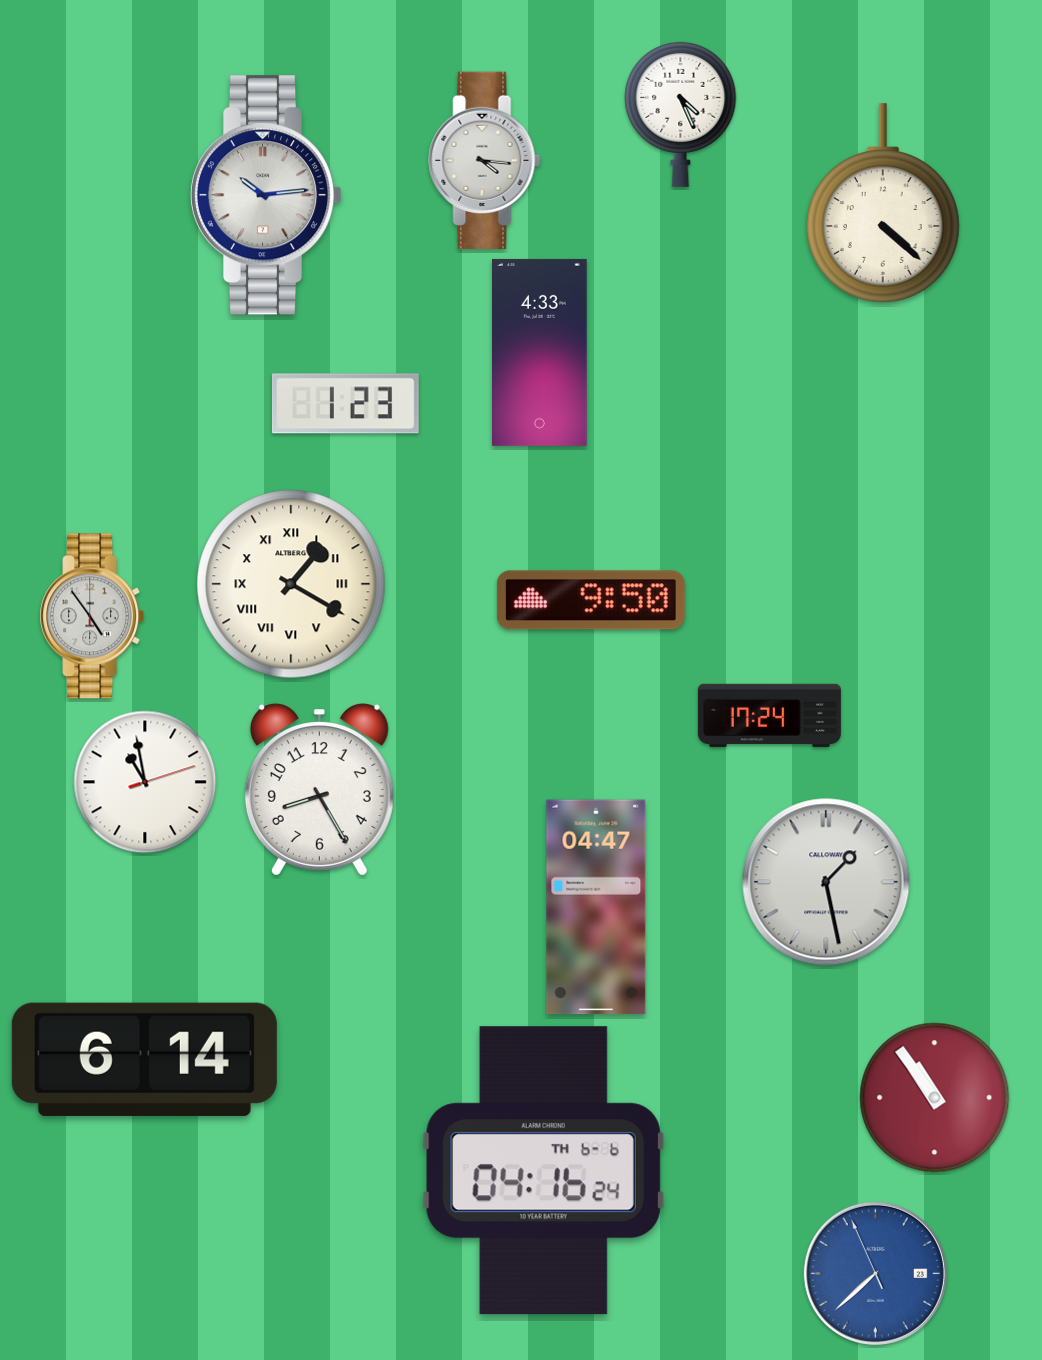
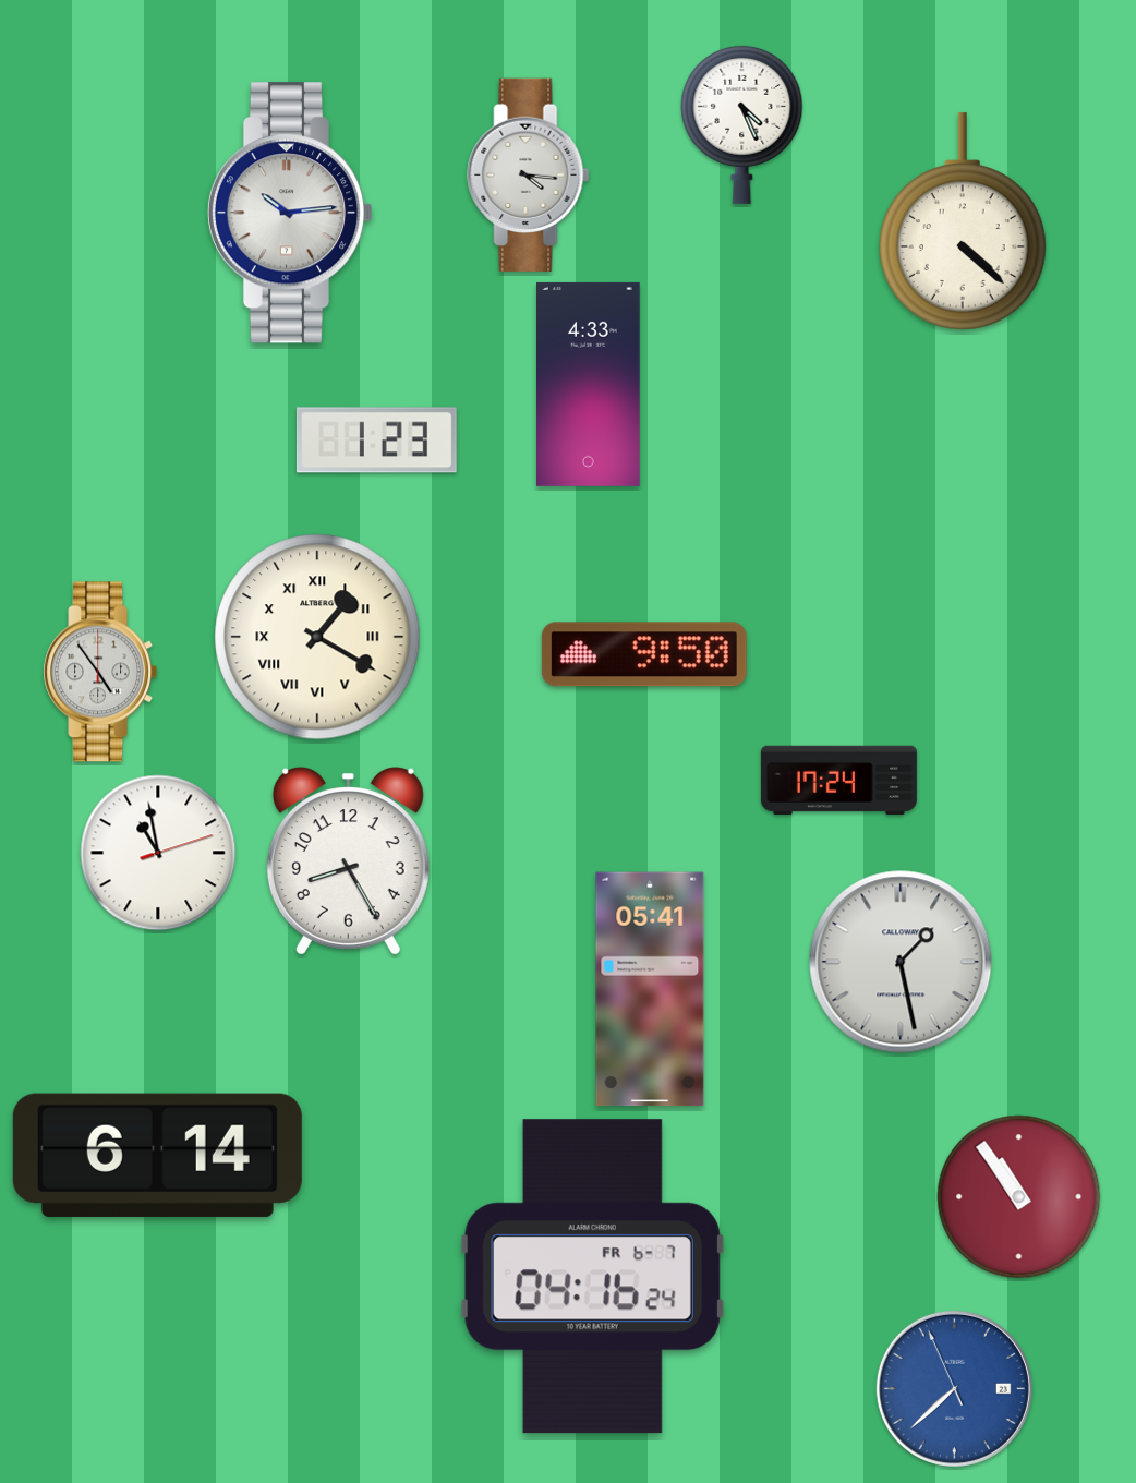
clock at (596, 907): 04:47 -> 05:41
clock at (543, 1171) date: TH 6-6 -> FR 6-7
